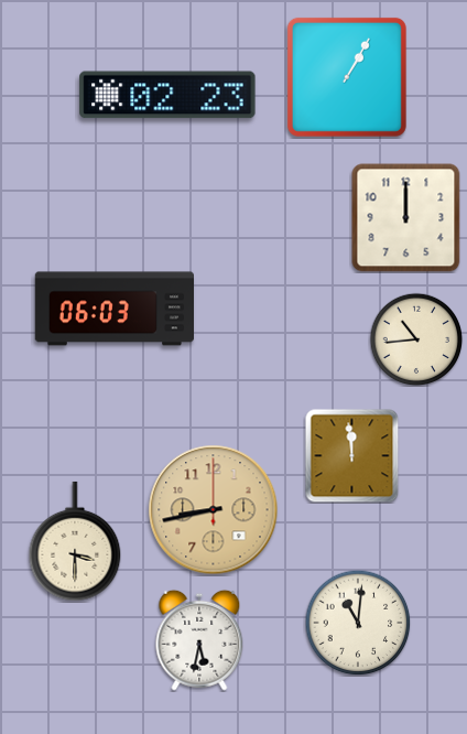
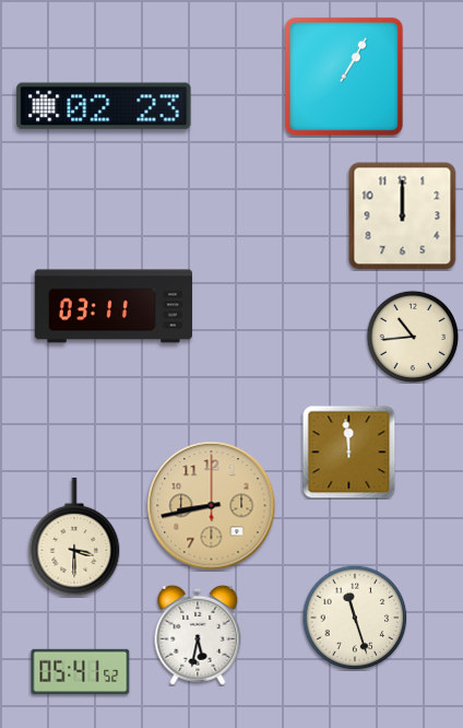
clock at (167, 95) position: (167, 95) -> (104, 106)
clock at (113, 309): 06:03 -> 03:11
clock at (358, 623): 11:01 -> 11:27
clock at (81, 671): none -> 05:41
